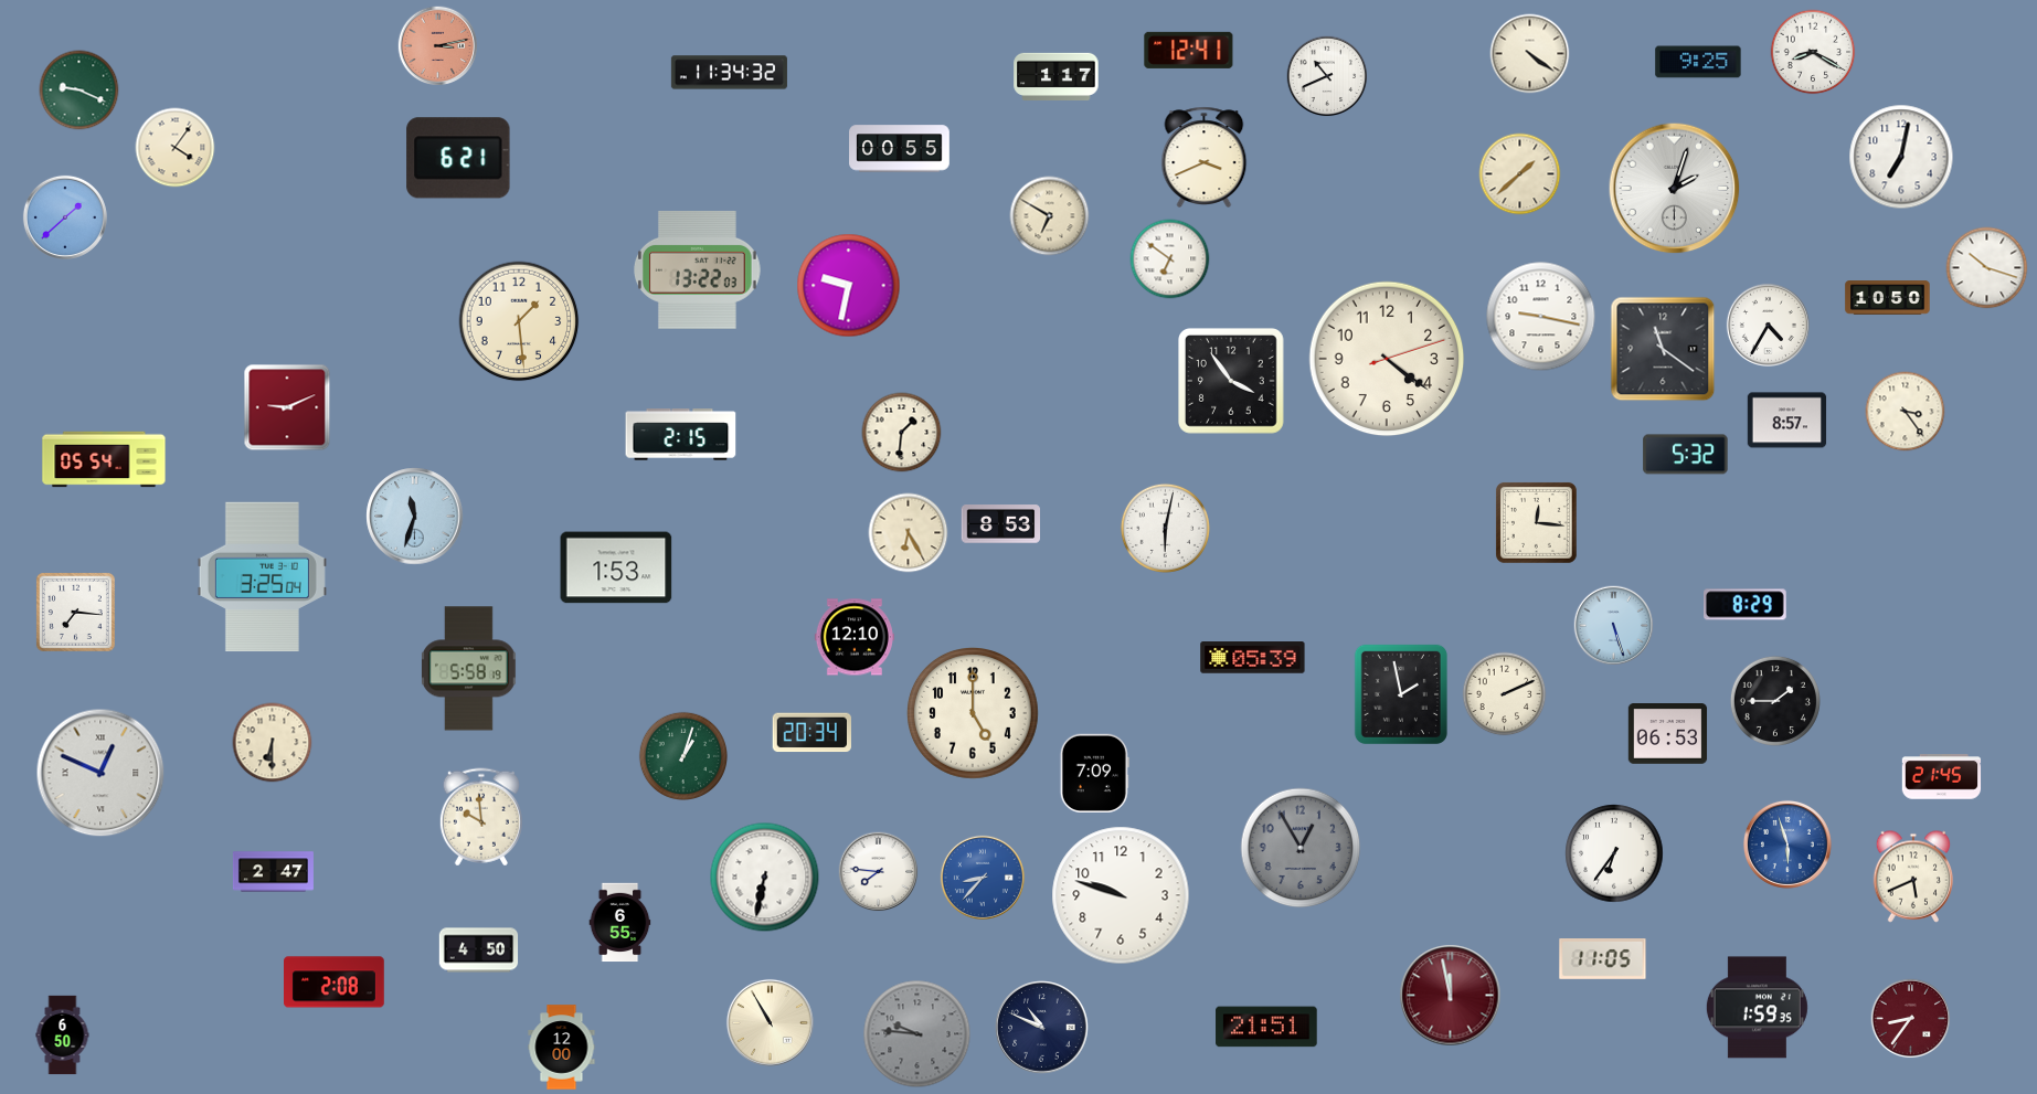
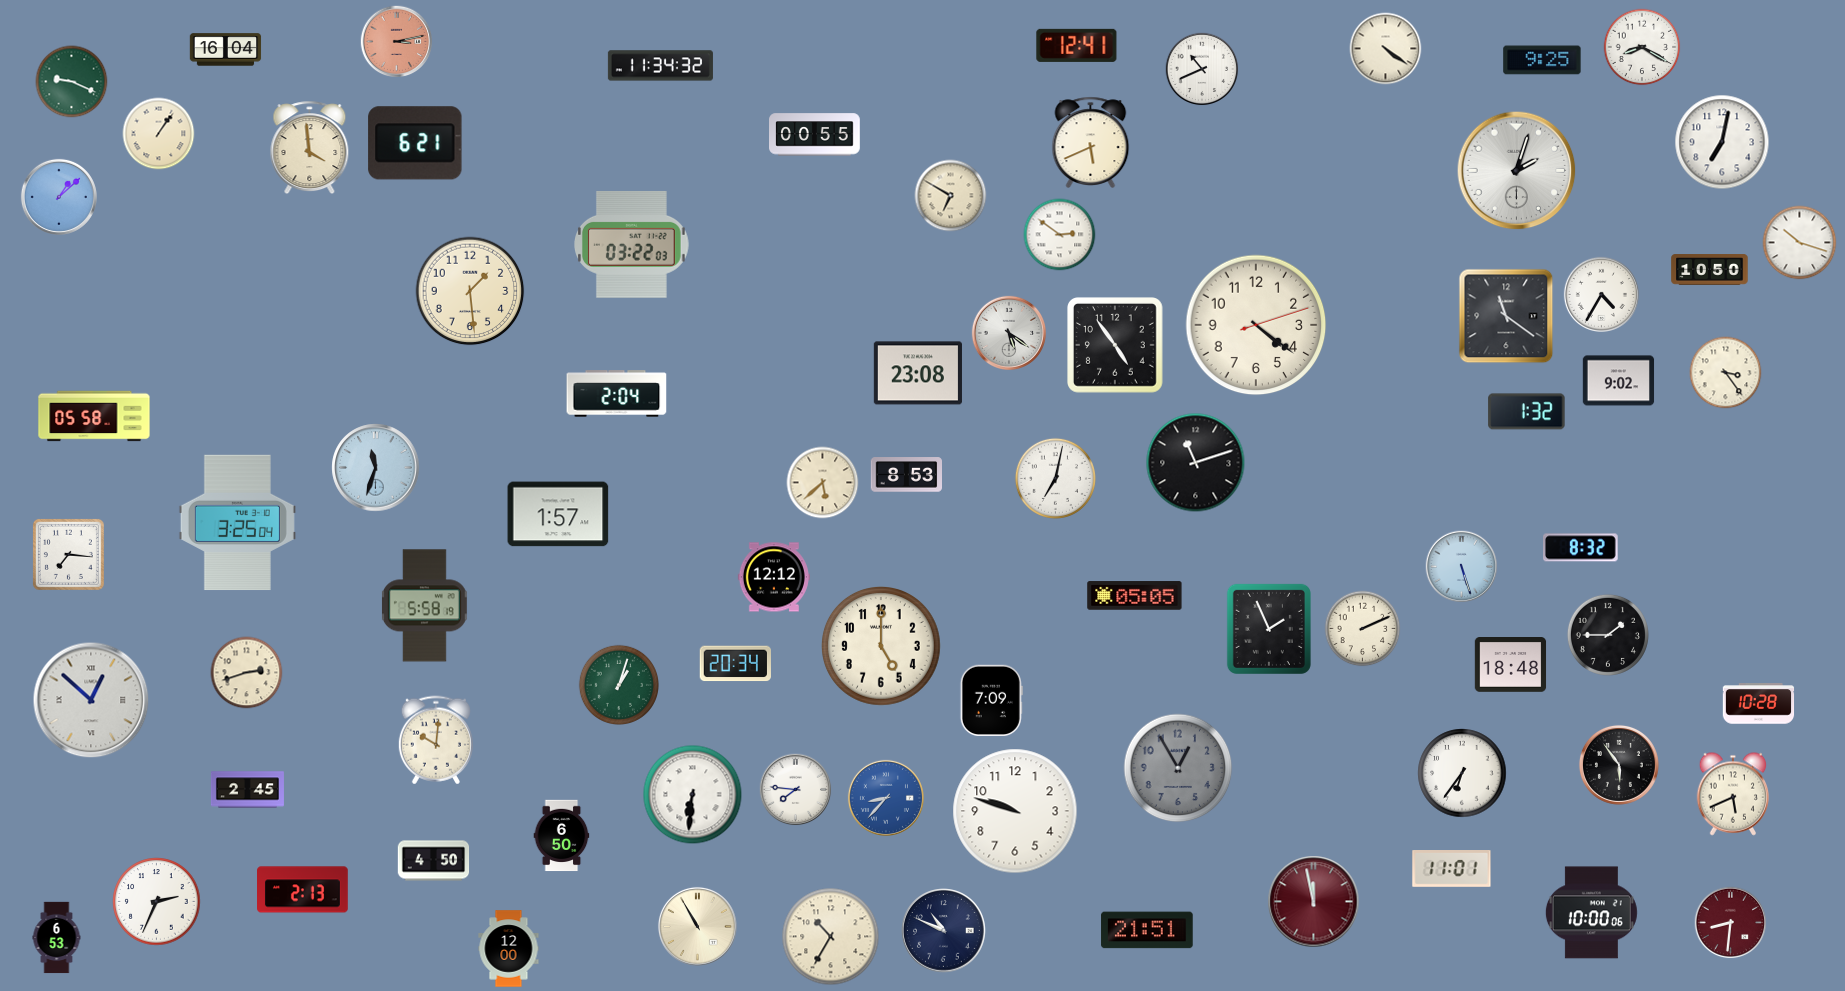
clock at (226, 50): none -> 16:04
clock at (1698, 62) position: (1698, 62) -> (1542, 60)
clock at (1057, 76): 1:17 -> none
clock at (176, 148): 4:06 -> 1:06
clock at (1205, 157): 3:41 -> 5:41
clock at (310, 148): none -> 3:59
clock at (1520, 174): 1:38 -> none
clock at (65, 217): 1:38 -> 1:08
clock at (1170, 259): 6:51 -> 2:51
clock at (698, 269): 13:22 -> 03:22
clock at (849, 286): 9:32 -> none
clock at (1541, 317): 9:17 -> none
clock at (1008, 332): none -> 5:21
clock at (1232, 382): 3:54 -> 4:54
clock at (287, 407): 9:11 -> none
clock at (918, 373): none -> 23:08
clock at (1787, 421): 8:57 -> 9:02
clock at (902, 433): 1:31 -> none
clock at (681, 435): 2:15 -> 2:04
clock at (1686, 455): 5:32 -> 1:32
clock at (104, 459): 05:54 -> 05:58
clock at (1196, 463): none -> 11:12
clock at (1536, 522): 12:16 -> none
clock at (1165, 528): 6:02 -> 7:02
clock at (909, 533): 6:25 -> 5:38
clock at (616, 567): 1:53 -> 1:57
clock at (1746, 605): 8:29 -> 8:32
clock at (855, 637): 12:10 -> 12:12
clock at (1253, 658): 05:39 -> 05:05
clock at (1401, 694): 1:58 -> 1:56
clock at (1668, 734): 06:53 -> 18:48
clock at (273, 743): 6:30 -> 2:42
clock at (100, 773): 12:49 -> 12:52
clock at (1942, 777): 21:45 -> 10:28
clock at (481, 817): 9:59 -> 10:01
clock at (1787, 845): 5:57 -> 5:54
clock at (1787, 845) dial: blue -> black
clock at (273, 872): 2:47 -> 2:45
clock at (765, 878): 6:32 -> 6:31
clock at (983, 878) position: (983, 878) -> (886, 798)
clock at (620, 923): 6:55 -> 6:50
clock at (1603, 959): 11:05 -> 11:01
clock at (335, 983): 2:08 -> 2:13
clock at (157, 902): none -> 2:34
clock at (1757, 1008): 1:59 -> 10:00
clock at (1911, 1019): 8:36 -> 8:31
clock at (917, 1034): 9:46 -> 10:35
clock at (917, 1034) dial: grey -> cream
clock at (63, 1035): 6:50 -> 6:53
